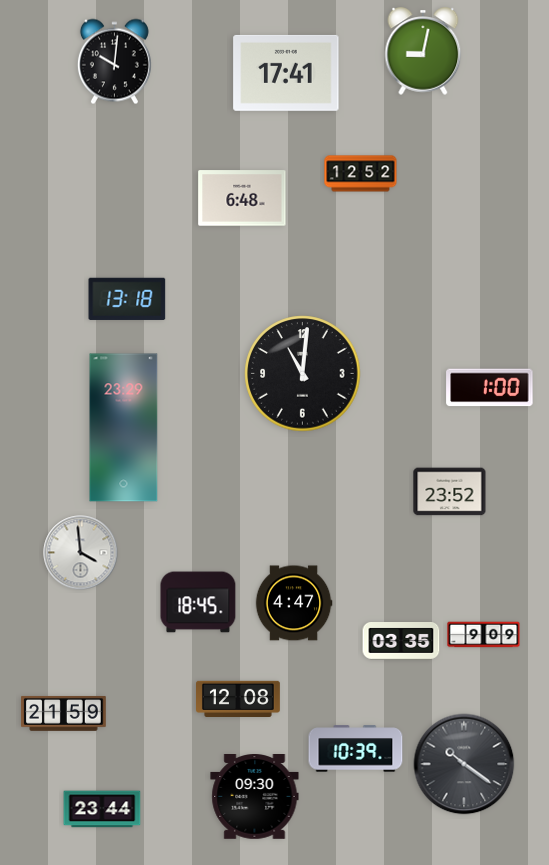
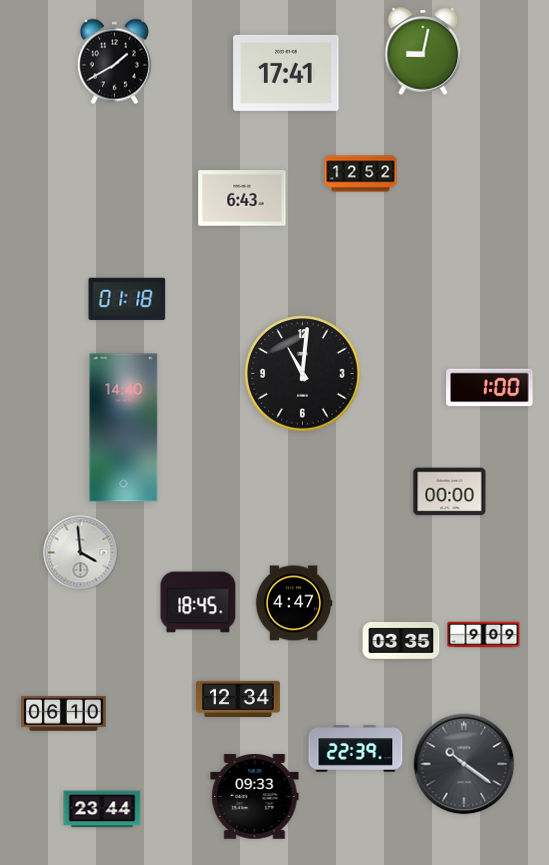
clock at (114, 62): 10:01 -> 1:40
clock at (242, 198): 6:48 -> 6:43
clock at (127, 298): 13:18 -> 01:18
clock at (124, 428): 23:29 -> 14:40
clock at (450, 492): 23:52 -> 00:00
clock at (239, 698): 12:08 -> 12:34
clock at (64, 713): 21:59 -> 06:10
clock at (356, 749): 10:39 -> 22:39
clock at (255, 797): 09:30 -> 09:33
